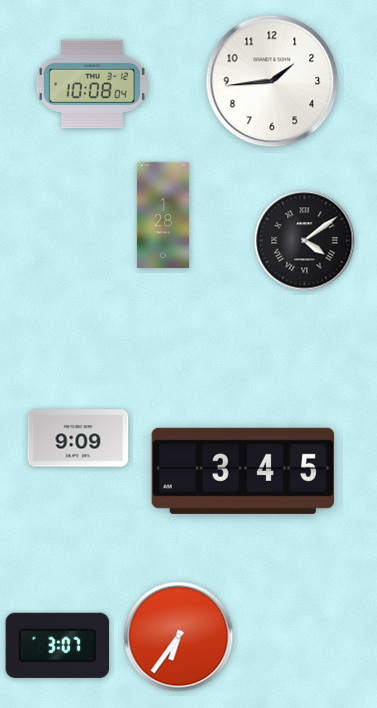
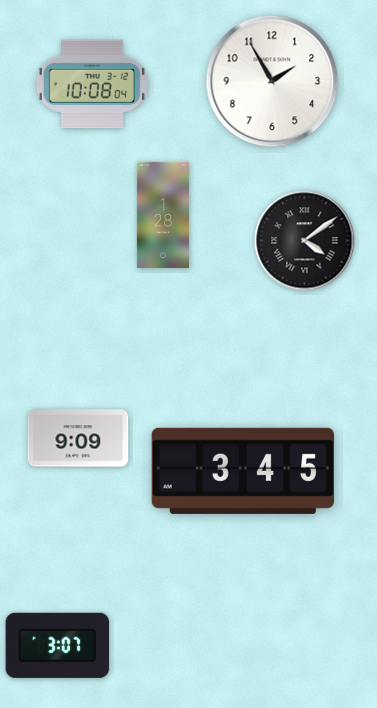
clock at (272, 81): 1:44 -> 1:55
clock at (179, 637): 6:36 -> none
